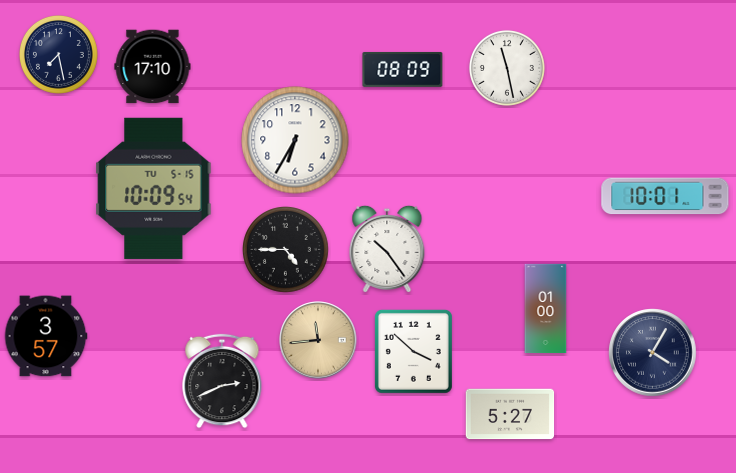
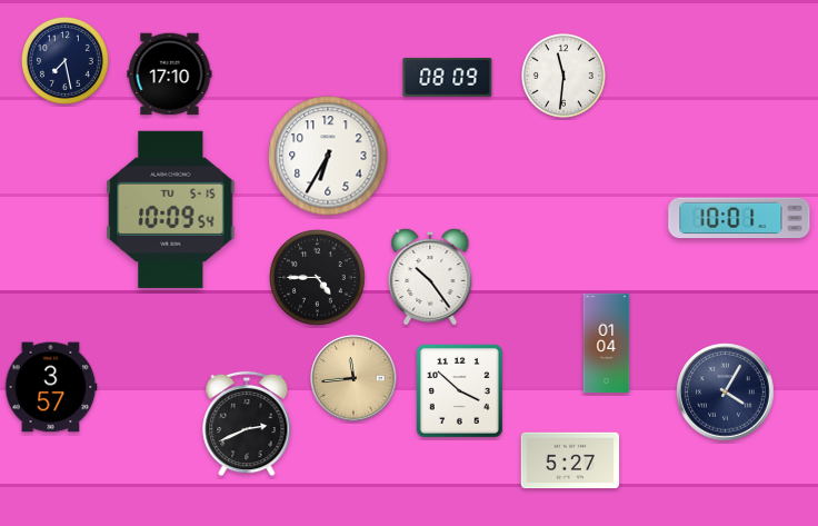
clock at (507, 68): 11:28 -> 11:31
clock at (546, 309): 01:00 -> 01:04
clock at (46, 336) position: (46, 336) -> (51, 387)
clock at (510, 414) position: (510, 414) -> (570, 460)
